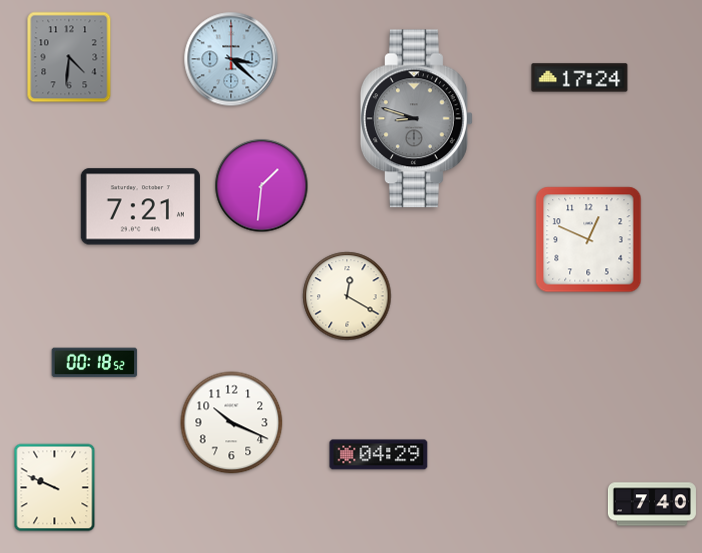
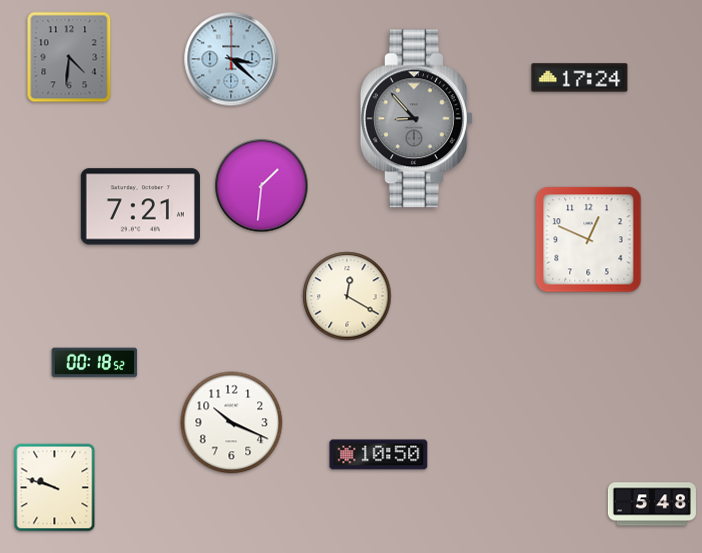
clock at (416, 119): 8:48 -> 8:53
clock at (379, 455): 04:29 -> 10:50
clock at (55, 488): 9:49 -> 9:48
clock at (652, 504): 7:40 -> 5:48
